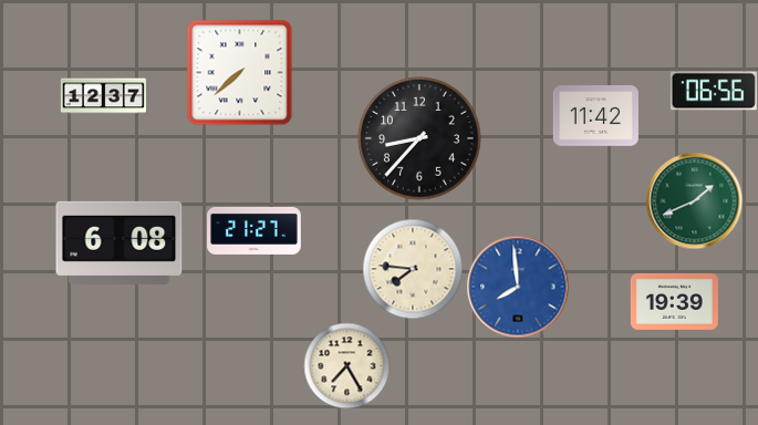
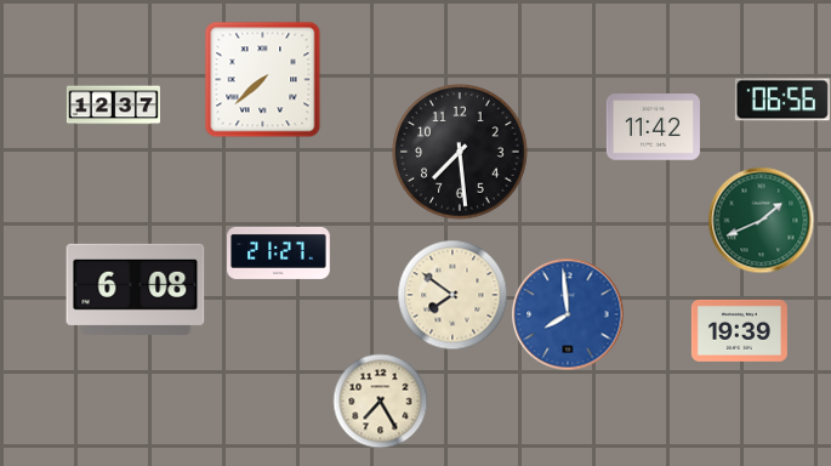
clock at (419, 138): 8:37 -> 7:29
clock at (120, 242) position: (120, 242) -> (136, 289)
clock at (413, 269): 7:46 -> 7:51
